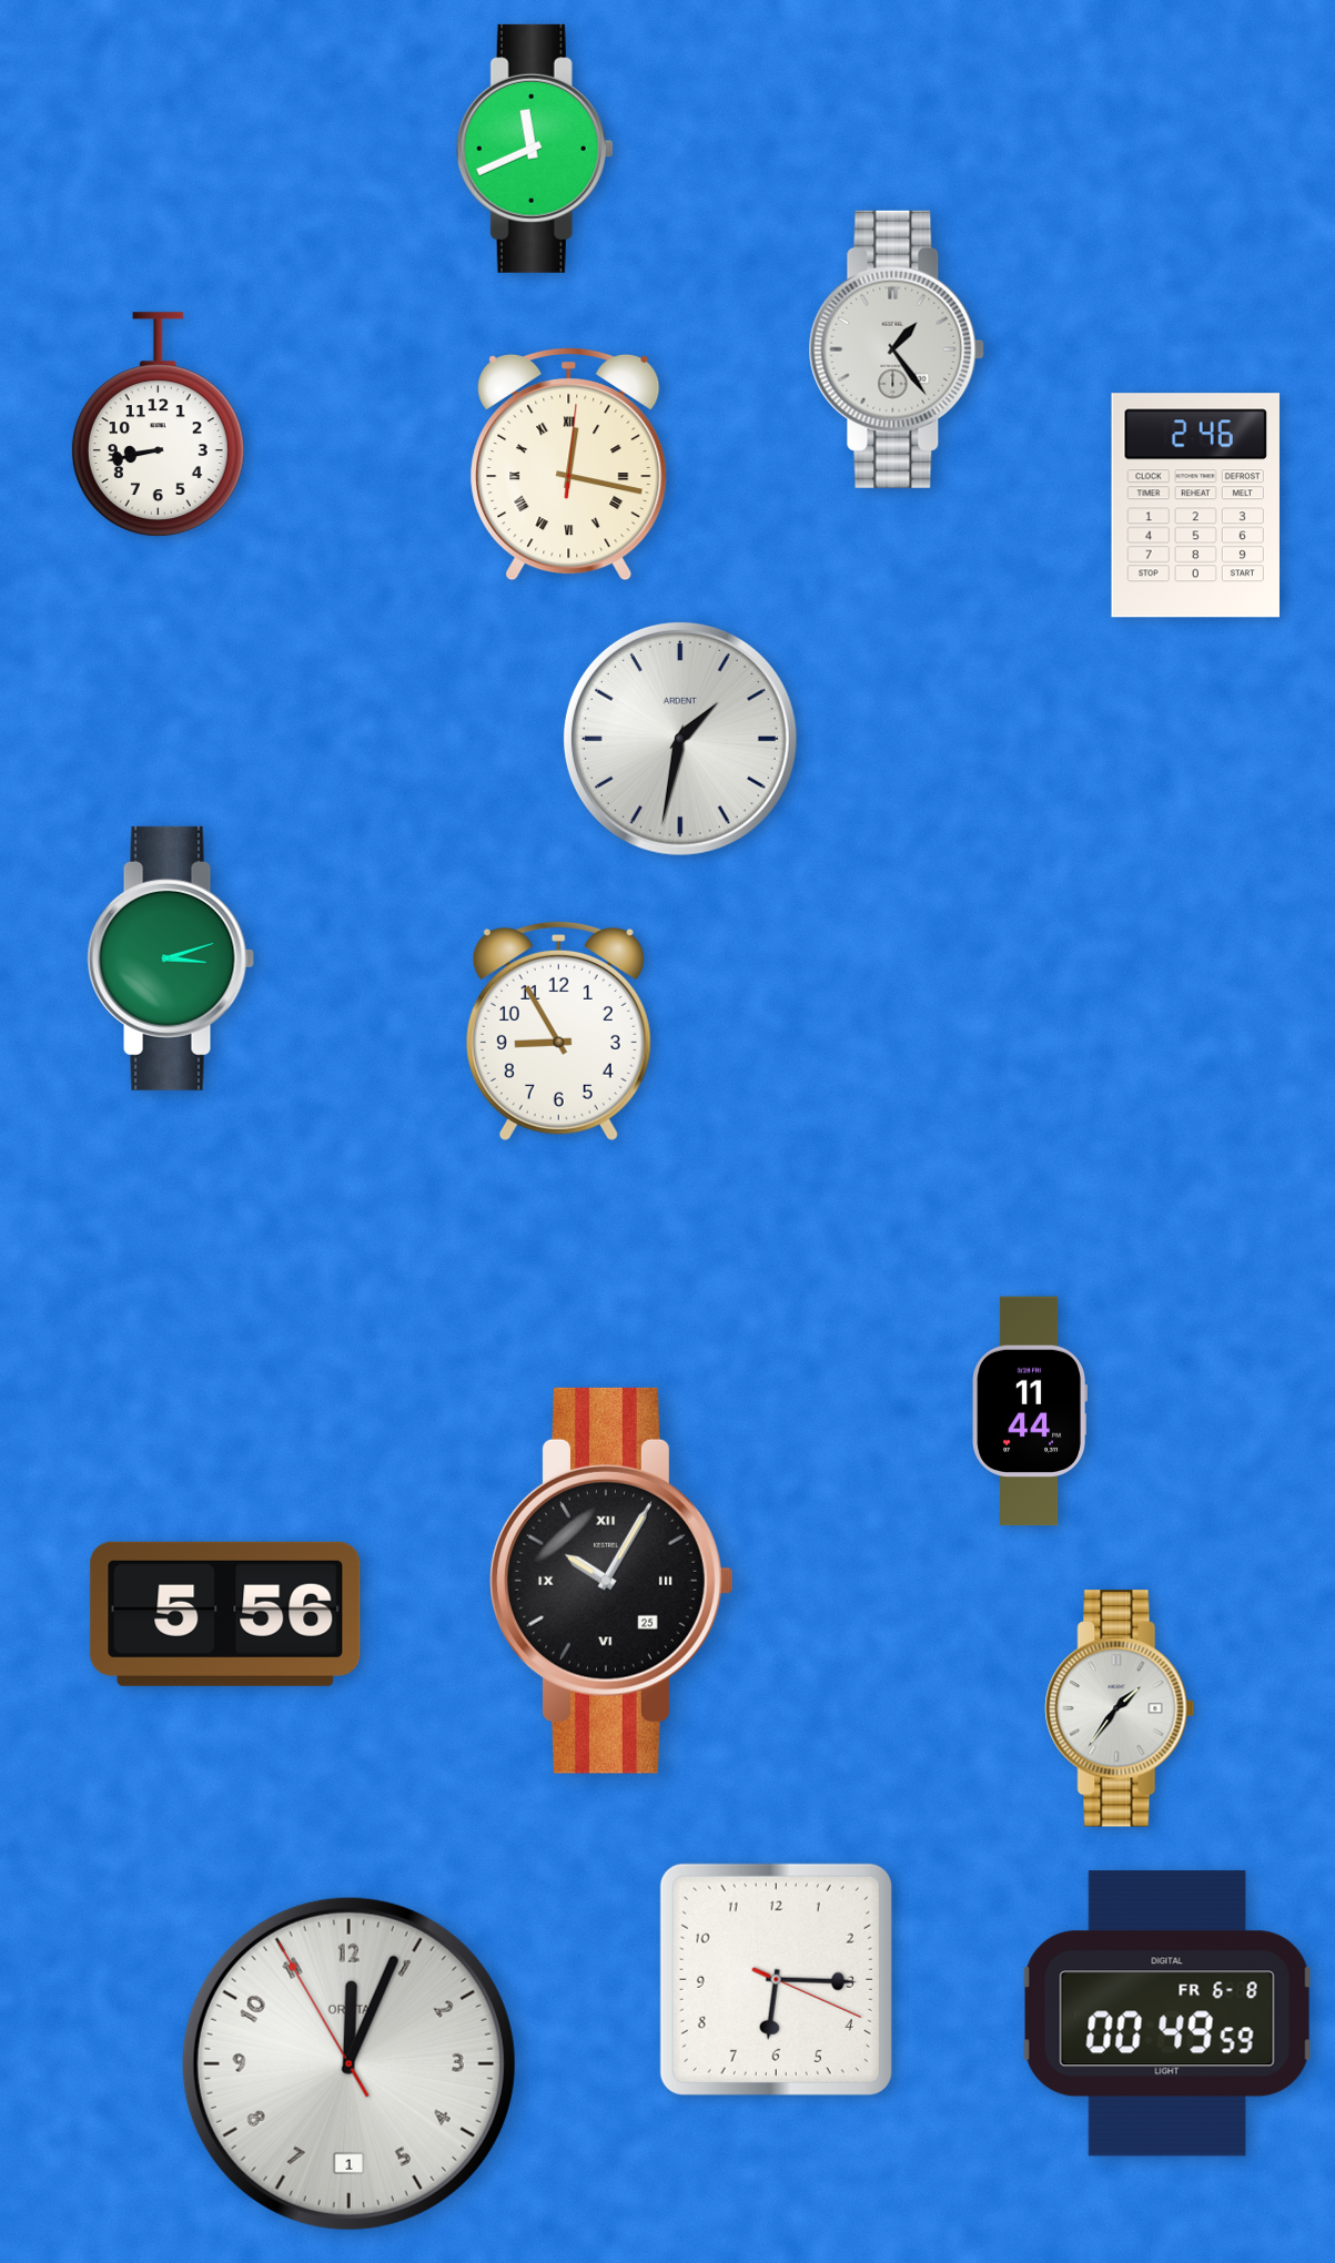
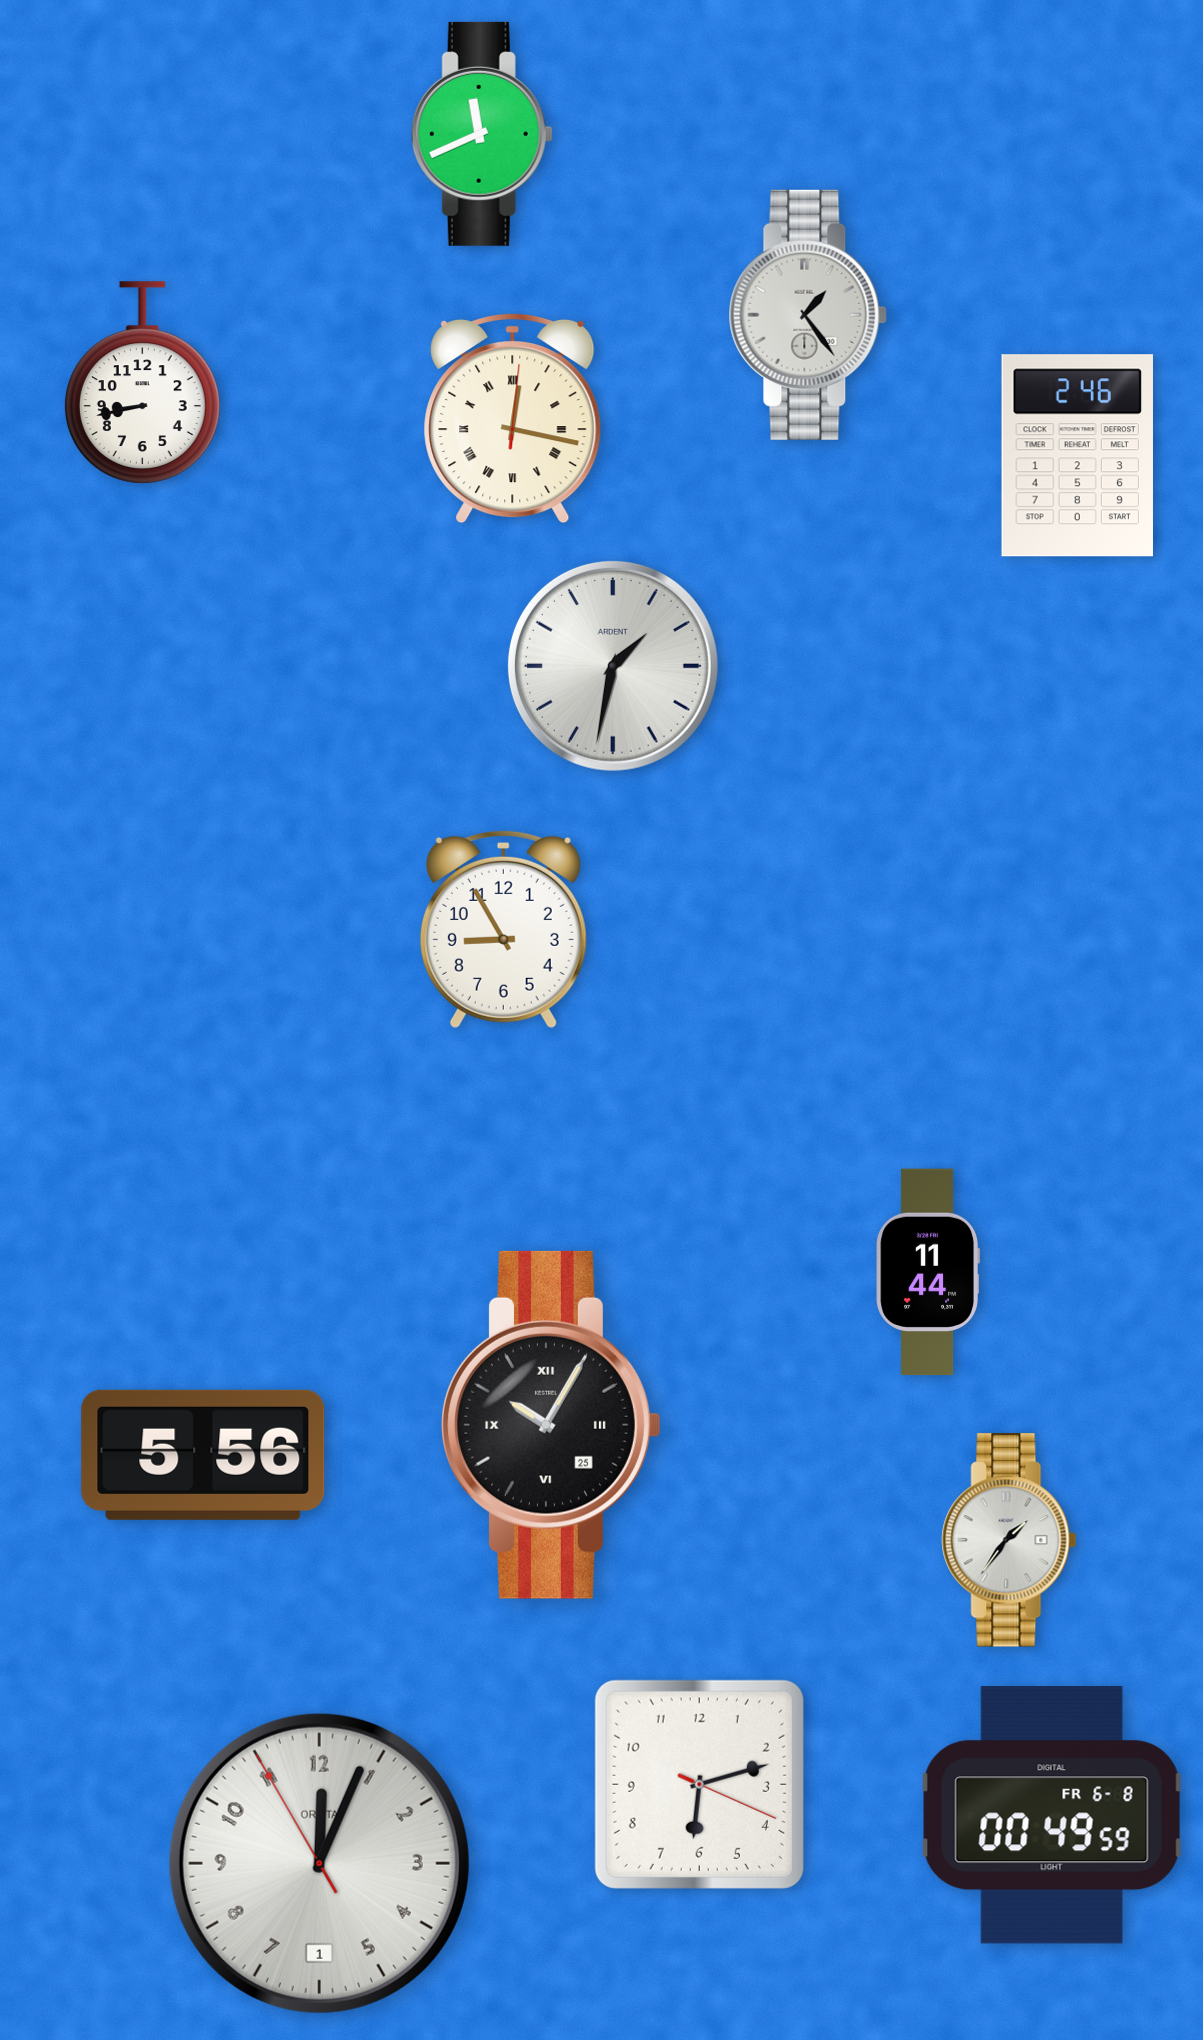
clock at (171, 958): 3:12 -> none
clock at (776, 1979): 6:15 -> 6:12
clock at (348, 2063) position: (348, 2063) -> (319, 1863)
